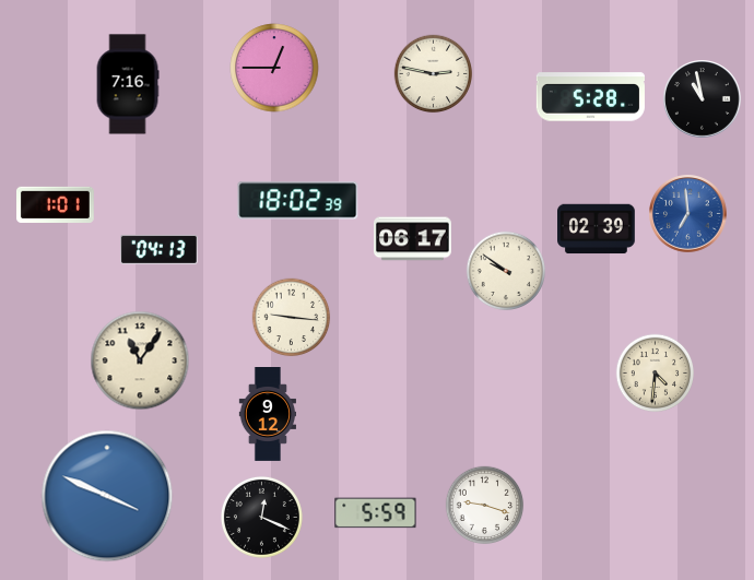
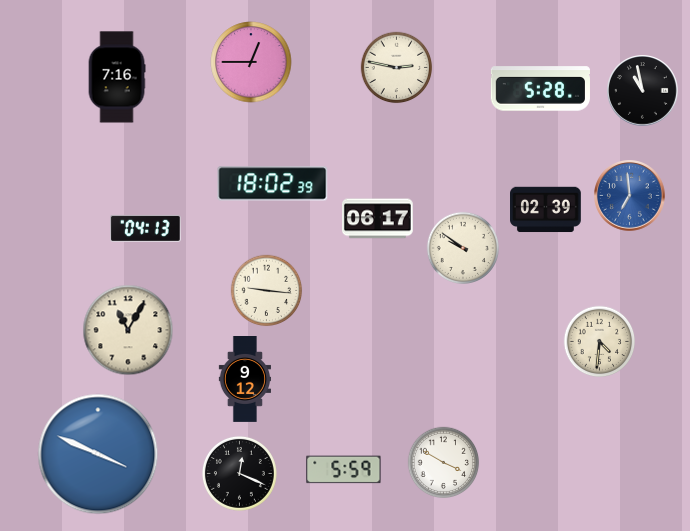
clock at (56, 204): 1:01 -> none
clock at (140, 360): 11:06 -> 11:05
clock at (485, 506): 9:18 -> 3:50
